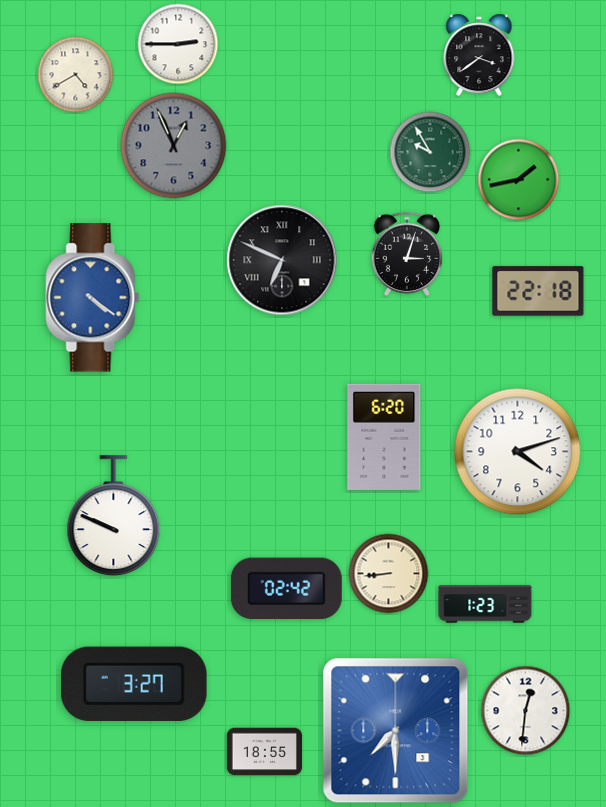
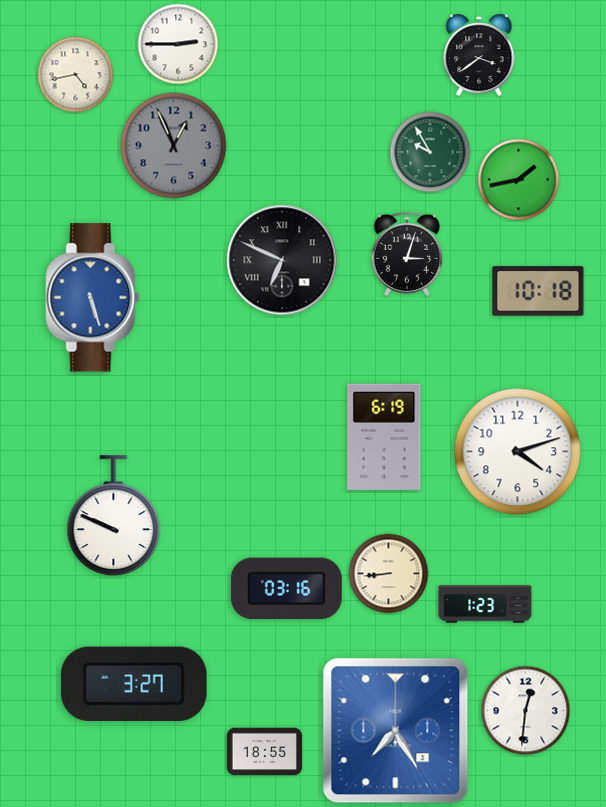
clock at (76, 75): 4:40 -> 4:43
clock at (538, 291): 22:18 -> 10:18
clock at (93, 298): 4:21 -> 5:27
clock at (384, 437): 6:20 -> 6:19
clock at (286, 589): 02:42 -> 03:16
clock at (396, 731): 7:30 -> 7:25
